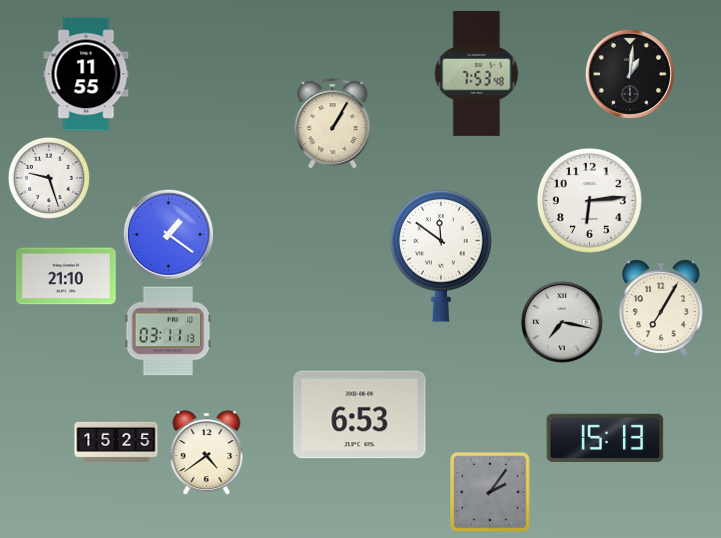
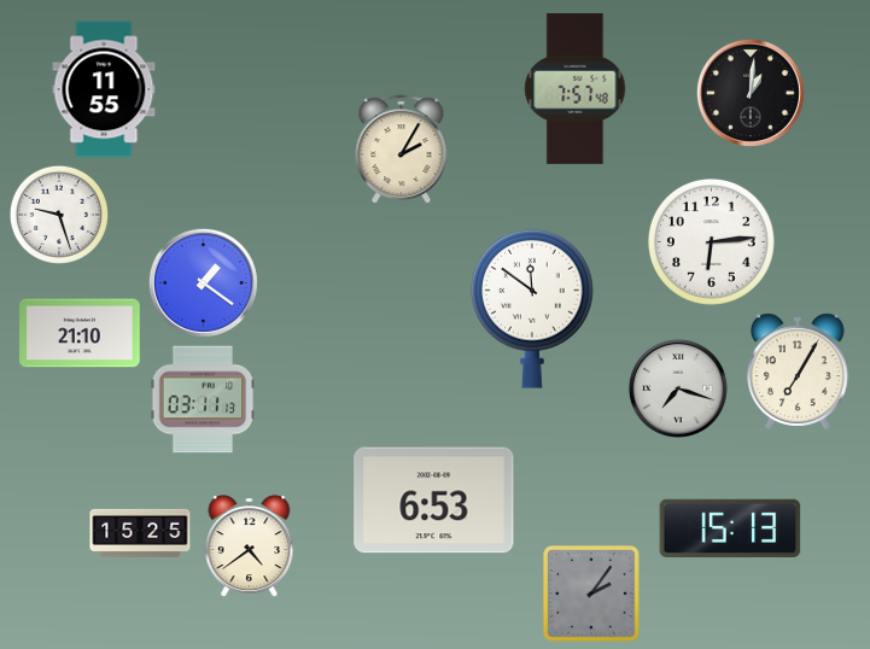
clock at (477, 73): 7:53 -> 7:57
clock at (630, 74) position: (630, 74) -> (751, 93)
clock at (333, 124): 1:05 -> 2:05
clock at (562, 322): 7:17 -> 7:18
